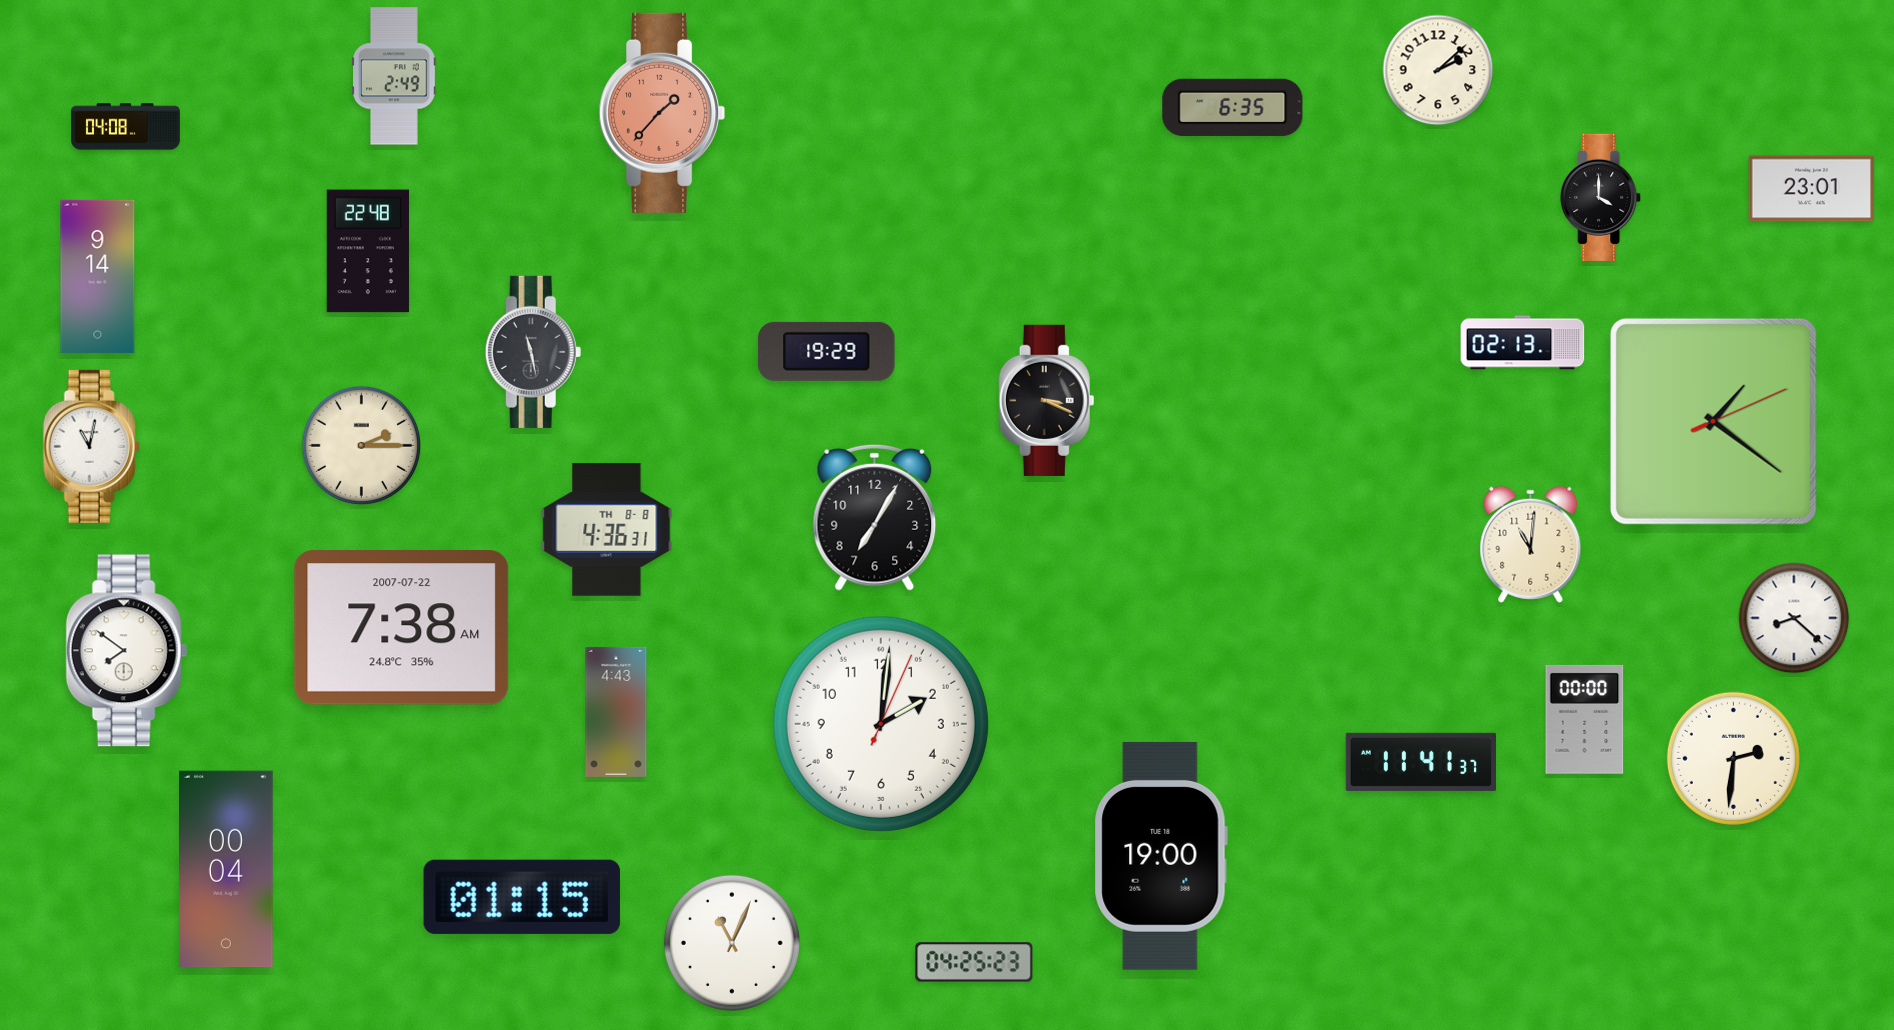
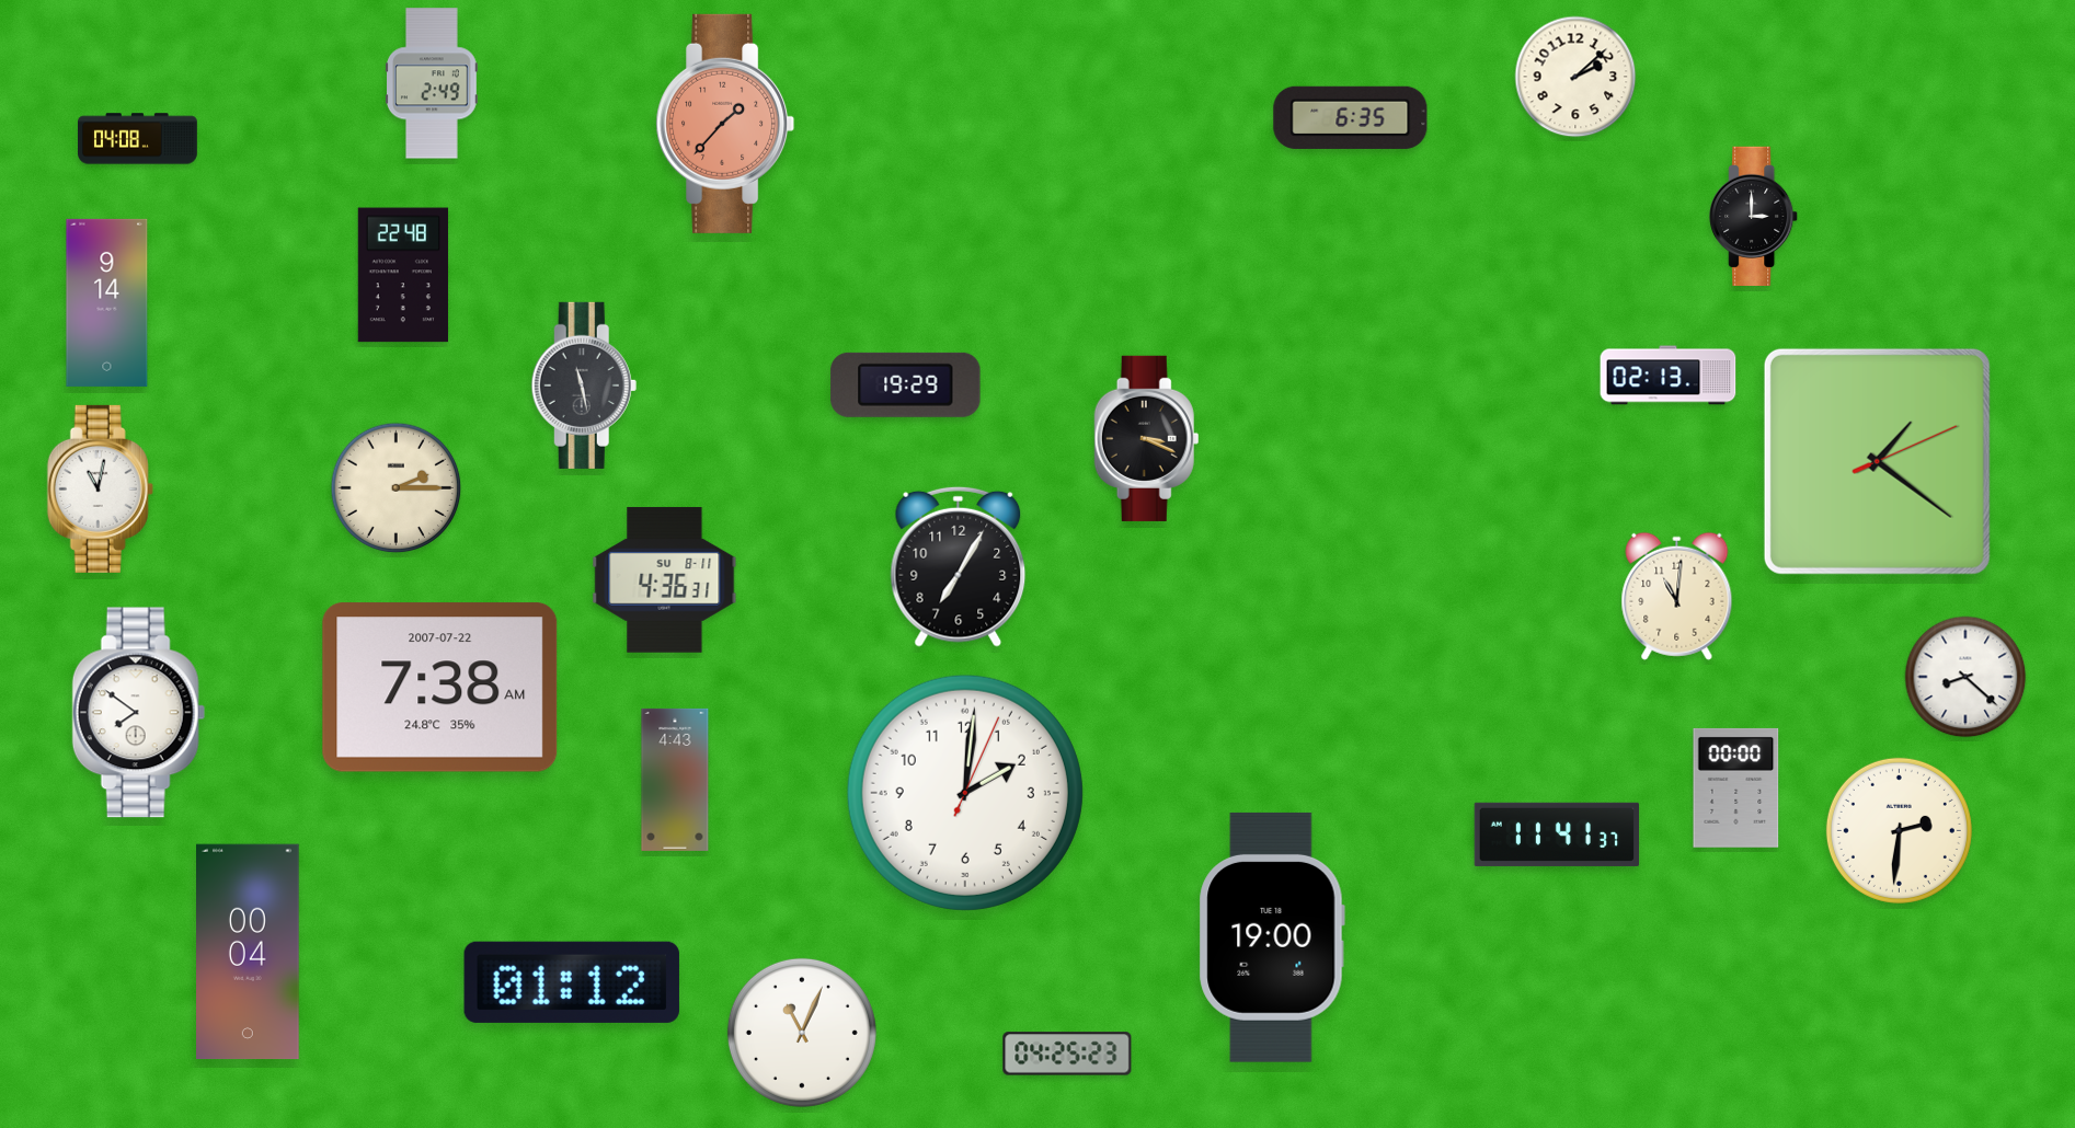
clock at (1812, 189): 23:01 -> none
clock at (1601, 197): 4:00 -> 3:00
clock at (607, 529) date: TH 8-8 -> SU 8-11
clock at (522, 897): 01:15 -> 01:12
